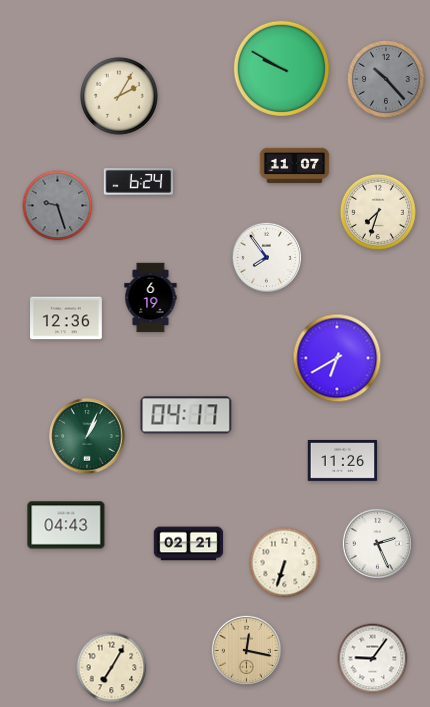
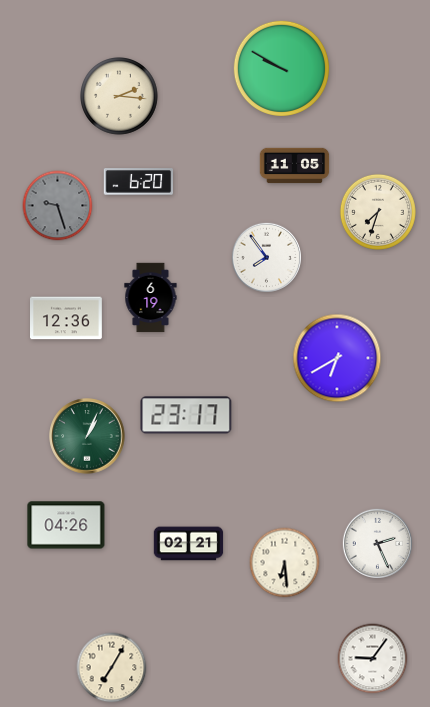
clock at (387, 80): 10:23 -> none
clock at (120, 97): 2:05 -> 2:16
clock at (295, 166): 11:07 -> 11:05
clock at (139, 182): 6:24 -> 6:20
clock at (186, 415): 04:17 -> 23:17
clock at (343, 460): 11:26 -> none
clock at (66, 525): 04:43 -> 04:26
clock at (285, 563): 6:33 -> 6:29
clock at (246, 650): 12:17 -> none
